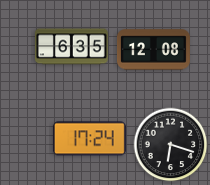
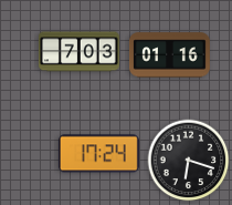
clock at (71, 47): 6:35 -> 7:03
clock at (154, 50): 12:08 -> 01:16
